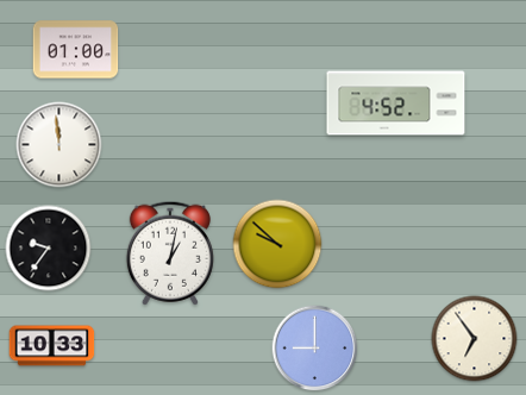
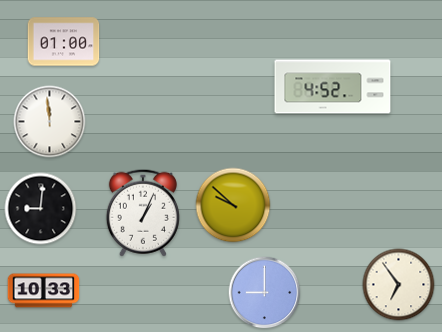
clock at (49, 249): 9:36 -> 9:01
clock at (170, 253): 1:02 -> 1:04
